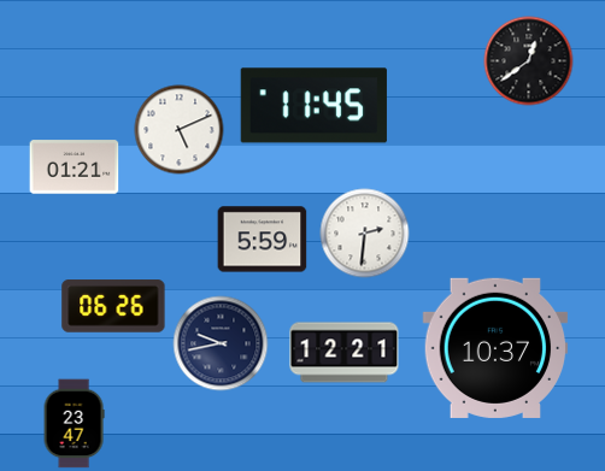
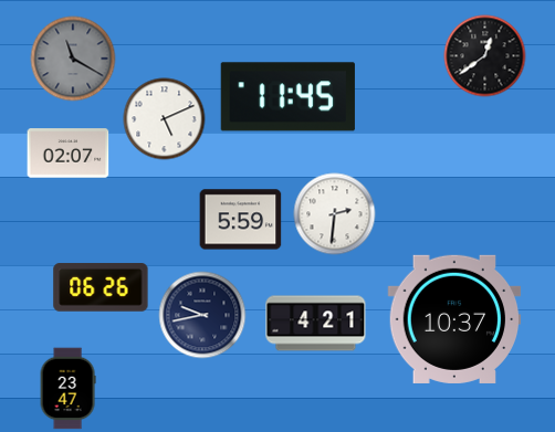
clock at (73, 59): none -> 11:20
clock at (75, 167): 01:21 -> 02:07
clock at (113, 306) position: (113, 306) -> (101, 287)
clock at (345, 353): 12:21 -> 4:21
